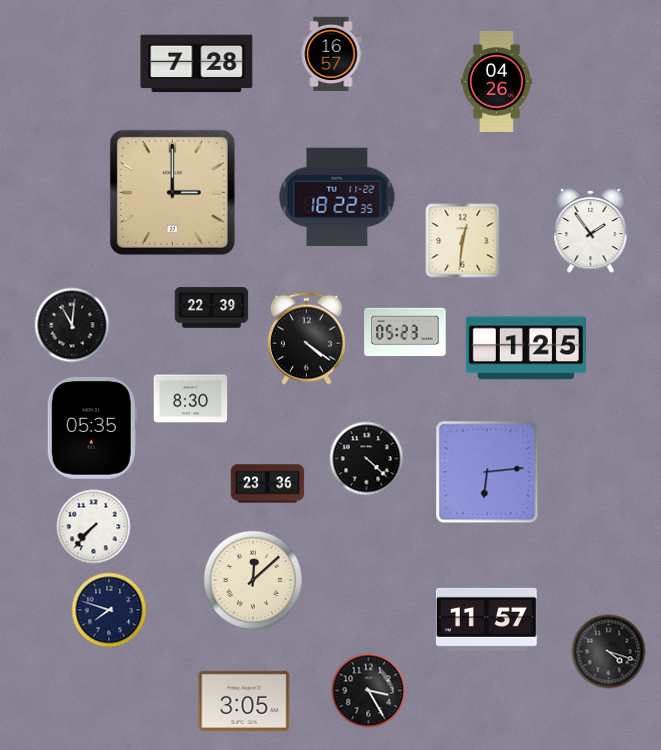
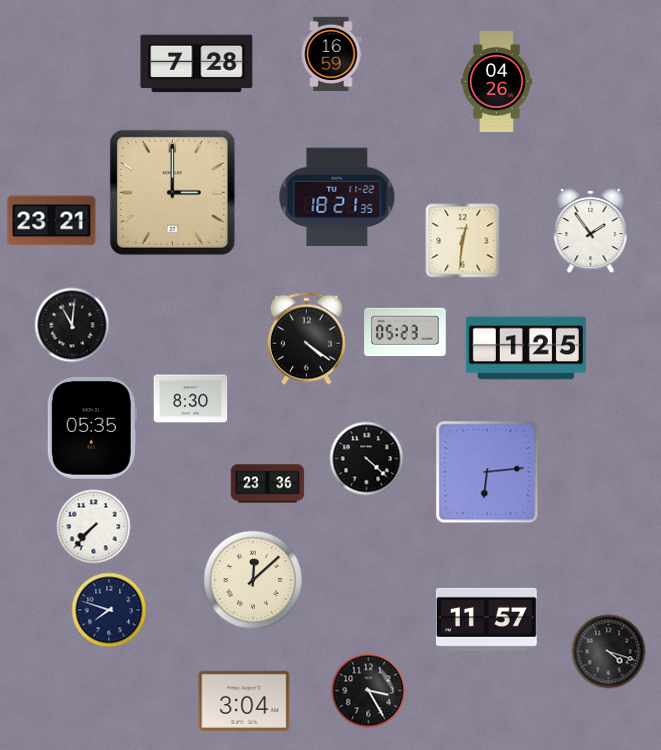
clock at (331, 54): 16:57 -> 16:59
clock at (337, 196): 18:22 -> 18:21
clock at (52, 221): none -> 23:21
clock at (212, 308): 22:39 -> none
clock at (244, 701): 3:05 -> 3:04
